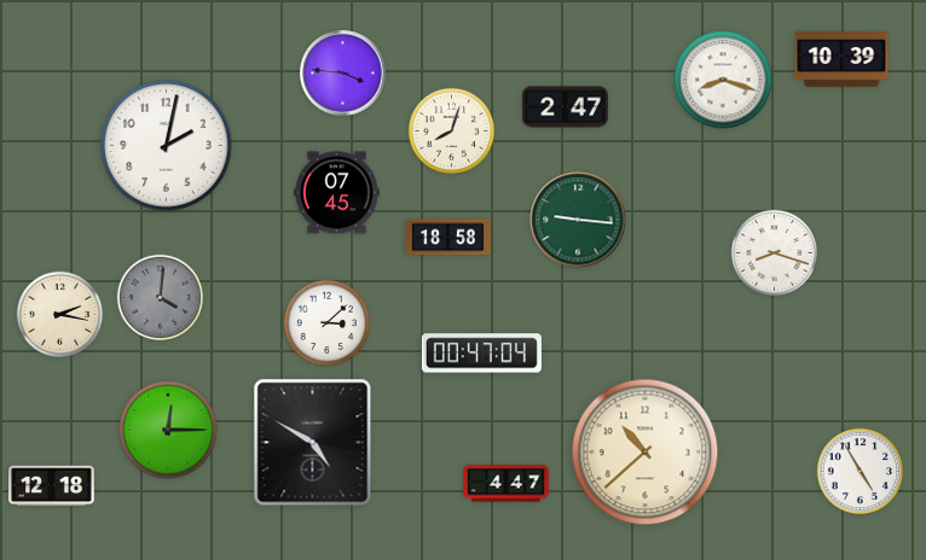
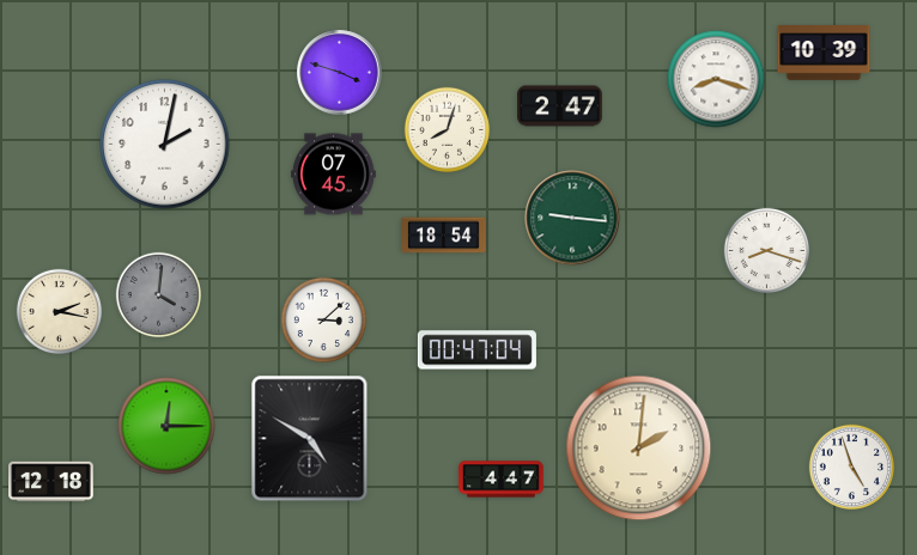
clock at (841, 60) position: (841, 60) -> (824, 54)
clock at (343, 74): 3:46 -> 3:48
clock at (337, 193) position: (337, 193) -> (334, 175)
clock at (448, 238): 18:58 -> 18:54
clock at (646, 453): 10:38 -> 2:01
clock at (860, 471): 4:55 -> 4:57
